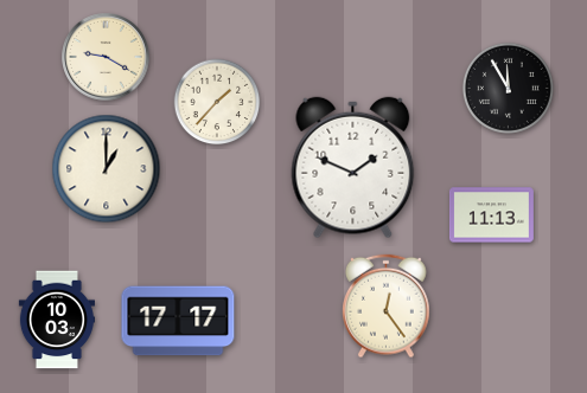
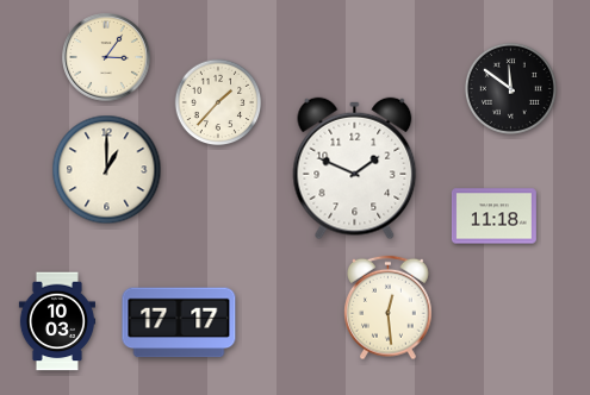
clock at (107, 58): 9:20 -> 3:06
clock at (508, 88): 11:55 -> 11:51
clock at (491, 215): 11:13 -> 11:18
clock at (387, 307): 12:24 -> 12:29
